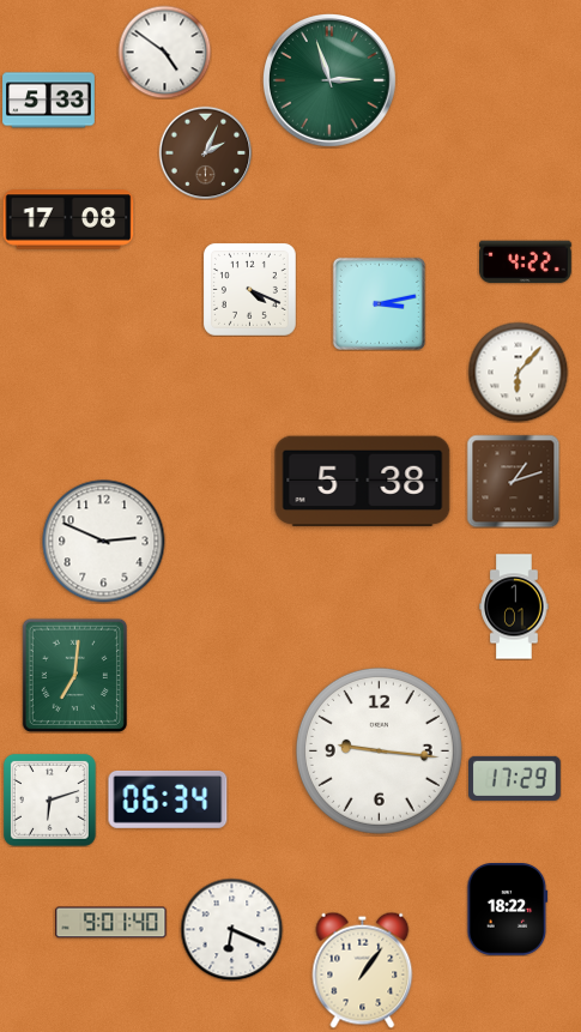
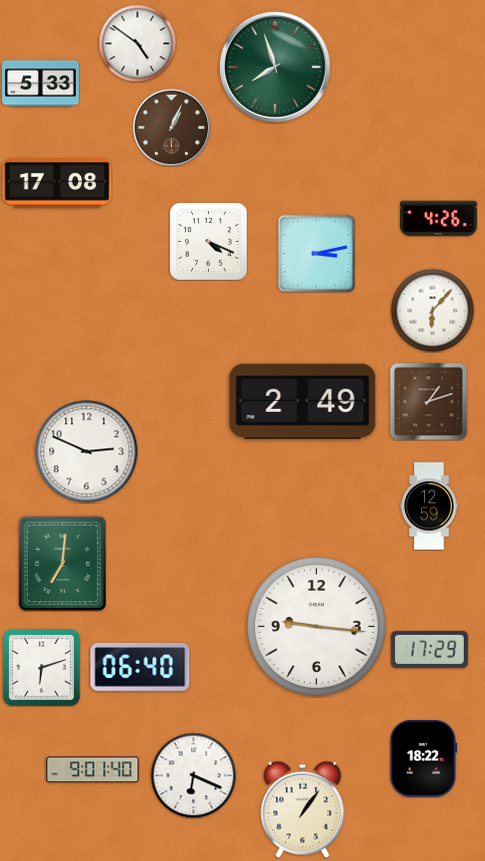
clock at (331, 82): 2:57 -> 7:57
clock at (205, 152): 2:04 -> 1:04
clock at (526, 262): 4:22 -> 4:26
clock at (363, 482): 5:38 -> 2:49
clock at (514, 606): 1:01 -> 12:59
clock at (168, 799): 06:34 -> 06:40
